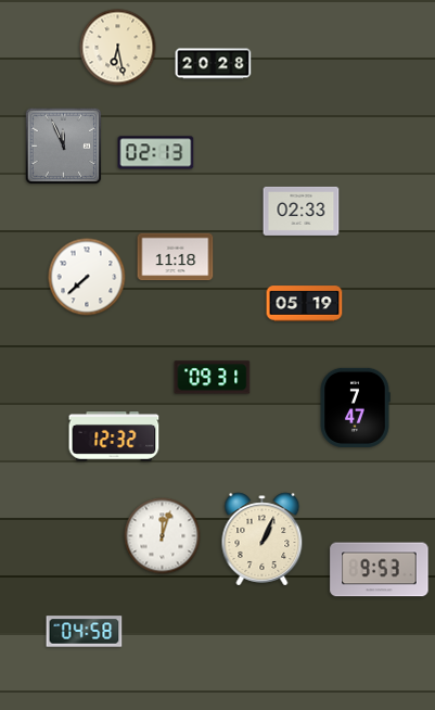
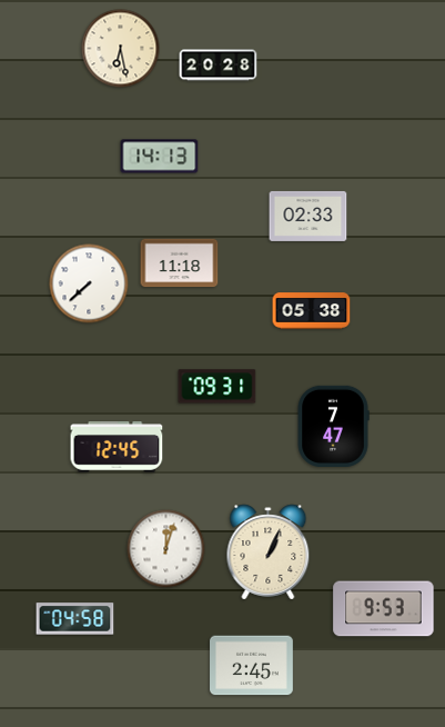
clock at (64, 147): 11:56 -> none
clock at (156, 153): 02:13 -> 14:13
clock at (305, 304): 05:19 -> 05:38
clock at (355, 407) position: (355, 407) -> (333, 426)
clock at (114, 436): 12:32 -> 12:45
clock at (380, 570) position: (380, 570) -> (384, 609)
clock at (85, 632) position: (85, 632) -> (75, 619)
clock at (252, 666): none -> 2:45
